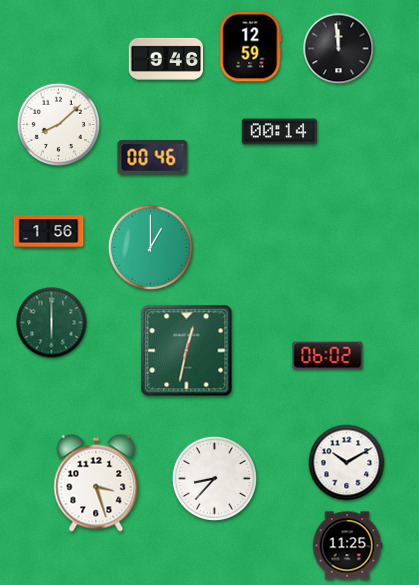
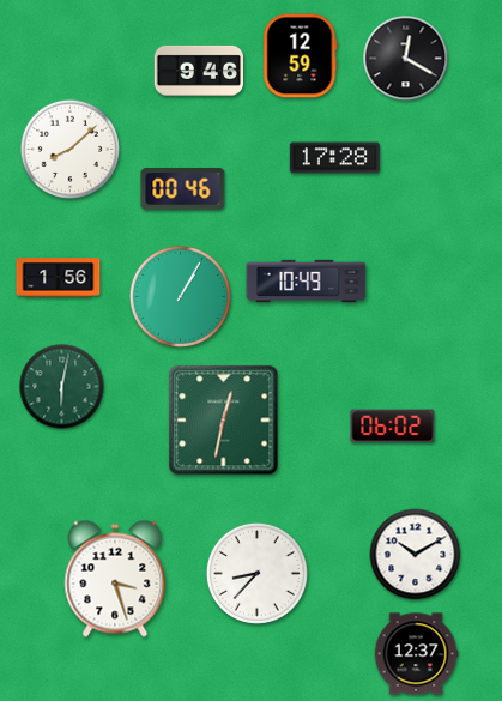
clock at (339, 49): 11:59 -> 12:20
clock at (279, 132): 00:14 -> 17:28
clock at (307, 282): none -> 10:49
clock at (150, 247): 1:00 -> 1:05
clock at (52, 323): 6:00 -> 6:02
clock at (347, 546): 11:25 -> 12:37
